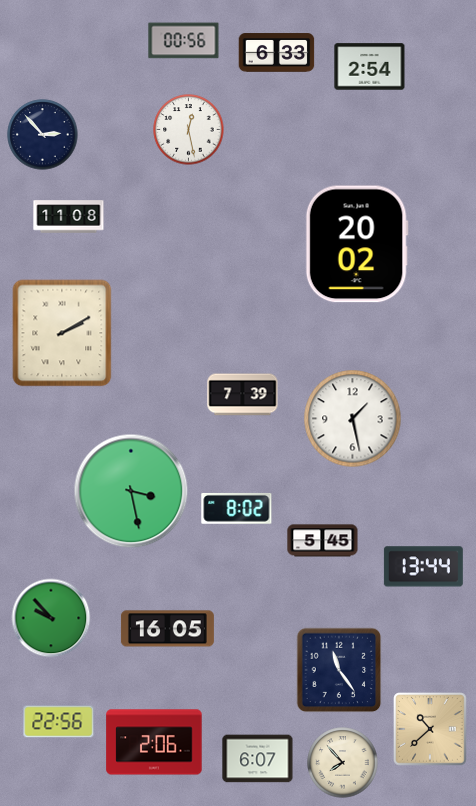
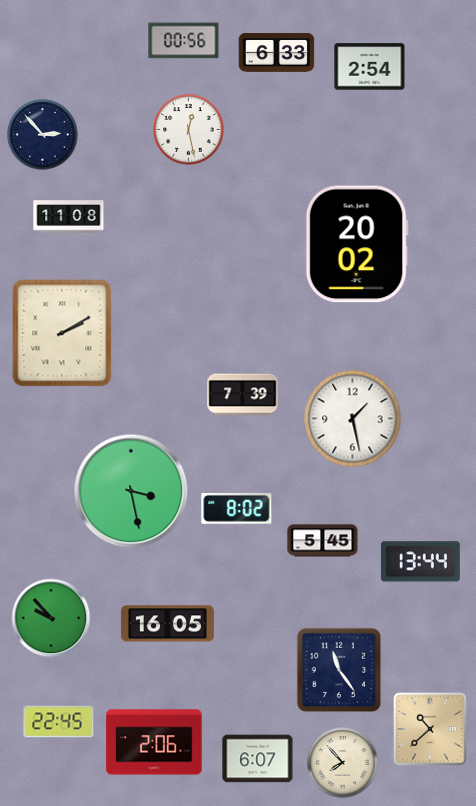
clock at (423, 567) position: (423, 567) -> (420, 562)
clock at (167, 629) position: (167, 629) -> (167, 624)
clock at (59, 722): 22:56 -> 22:45
